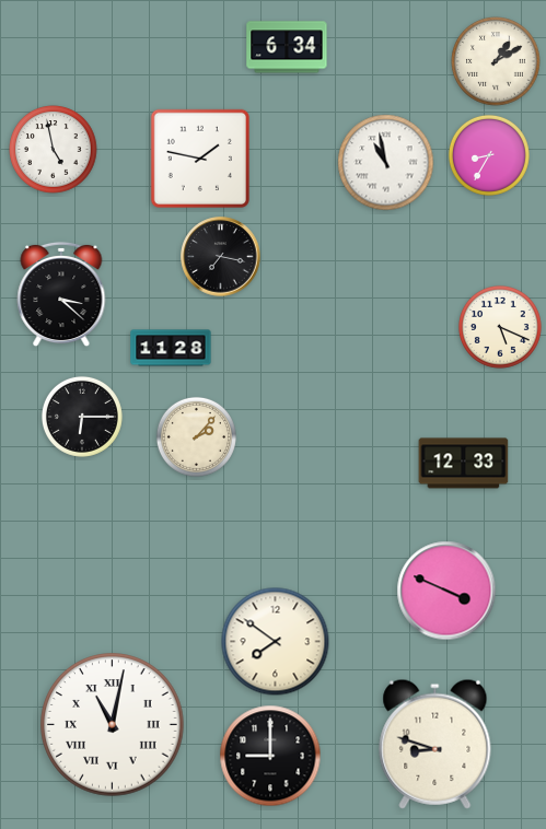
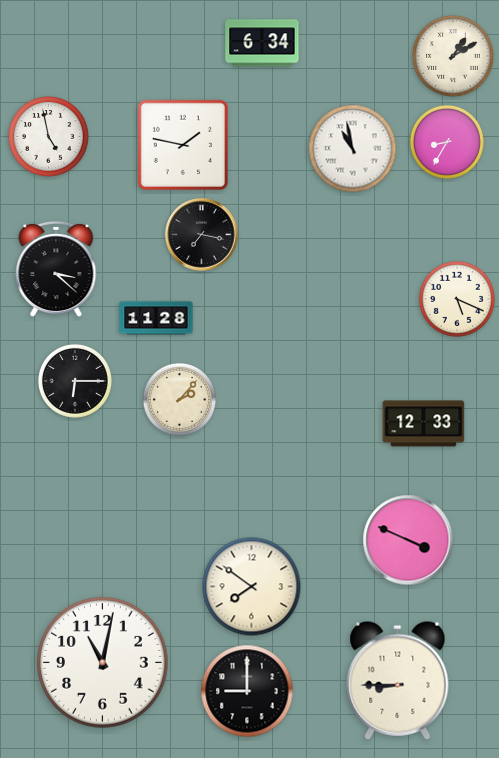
clock at (113, 725) numerals: Roman -> Arabic
clock at (435, 744): 8:48 -> 8:45
